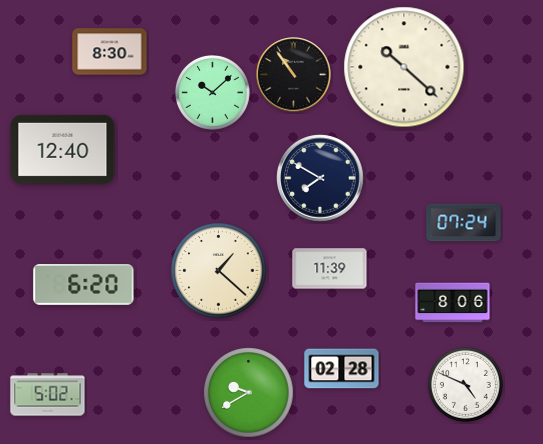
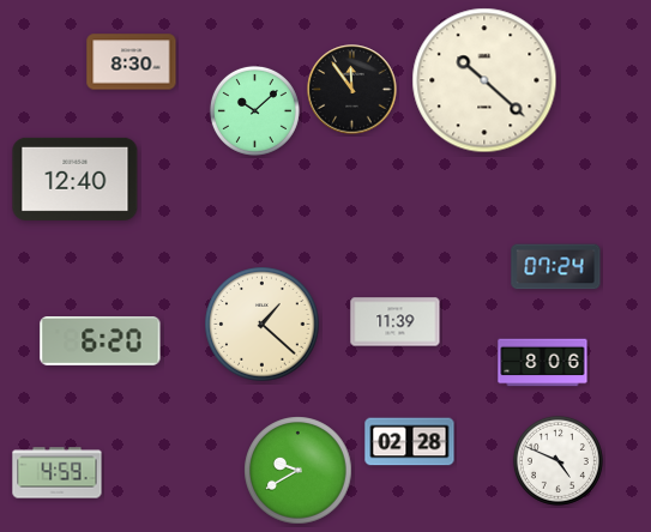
clock at (294, 75): 10:54 -> 11:54
clock at (320, 178): 7:50 -> none
clock at (48, 395): 5:02 -> 4:59
